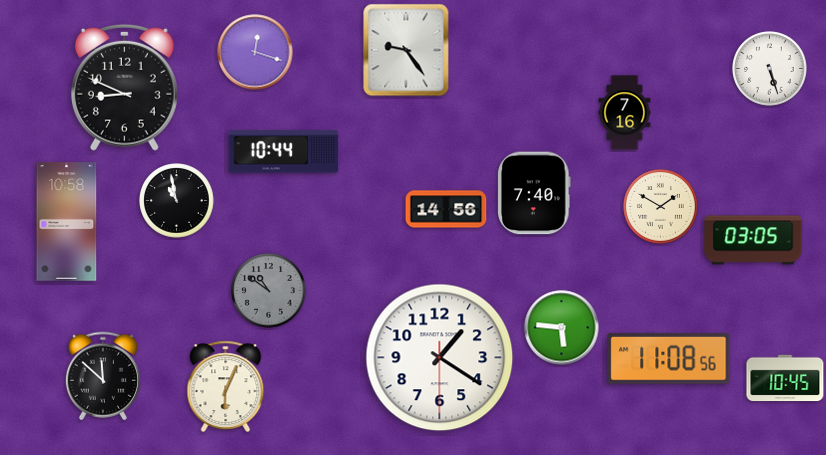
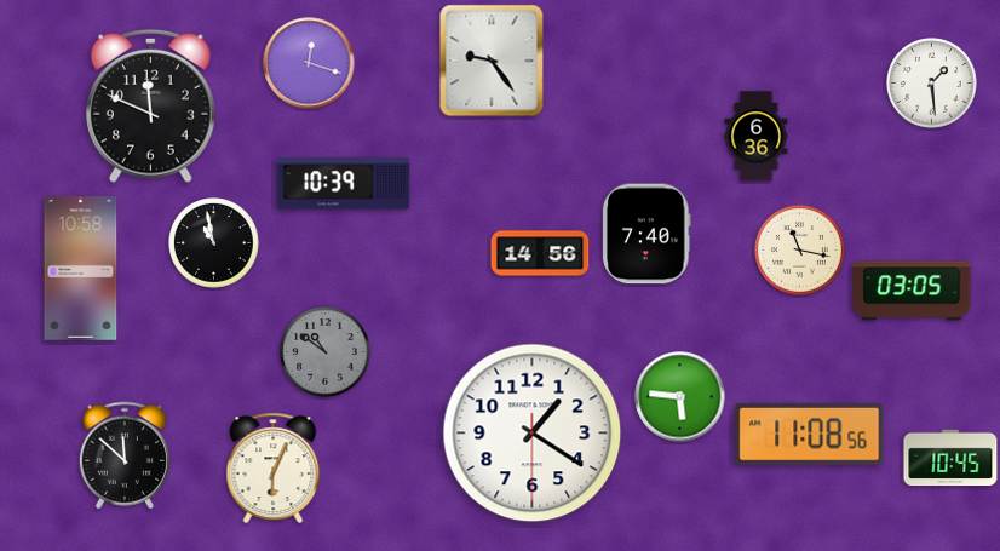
clock at (770, 69): 5:27 -> 1:29
clock at (125, 87): 8:49 -> 11:49
clock at (625, 113): 7:16 -> 6:36
clock at (284, 152): 10:44 -> 10:39
clock at (661, 207): 1:50 -> 11:17
